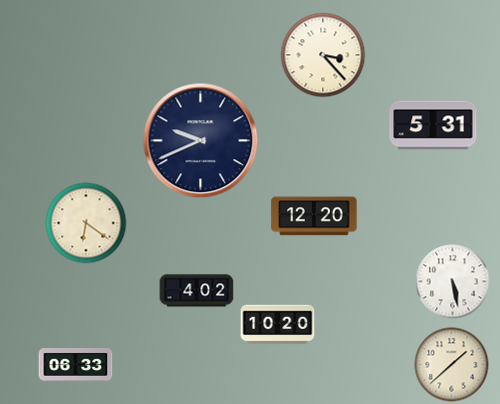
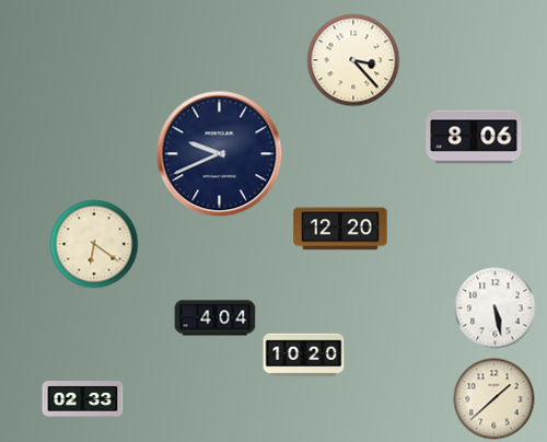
clock at (433, 125): 5:31 -> 8:06
clock at (314, 216) position: (314, 216) -> (340, 229)
clock at (197, 291): 4:02 -> 4:04
clock at (76, 365): 06:33 -> 02:33
